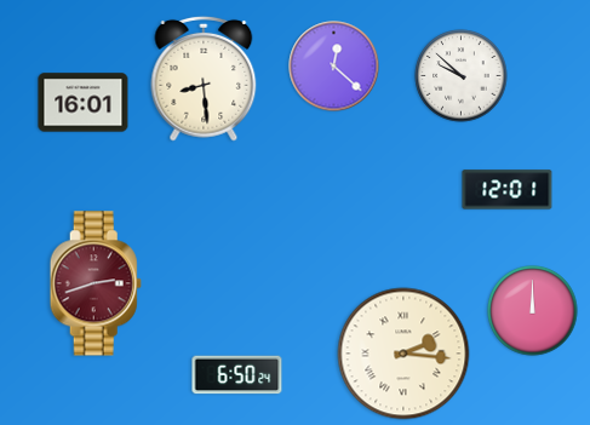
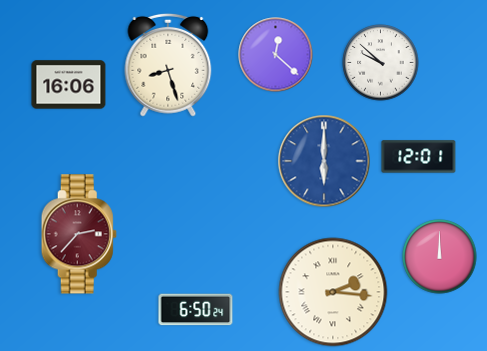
clock at (204, 79): 8:29 -> 8:27
clock at (84, 103): 16:01 -> 16:06
clock at (324, 161): none -> 6:00
clock at (96, 283): 2:42 -> 2:37
